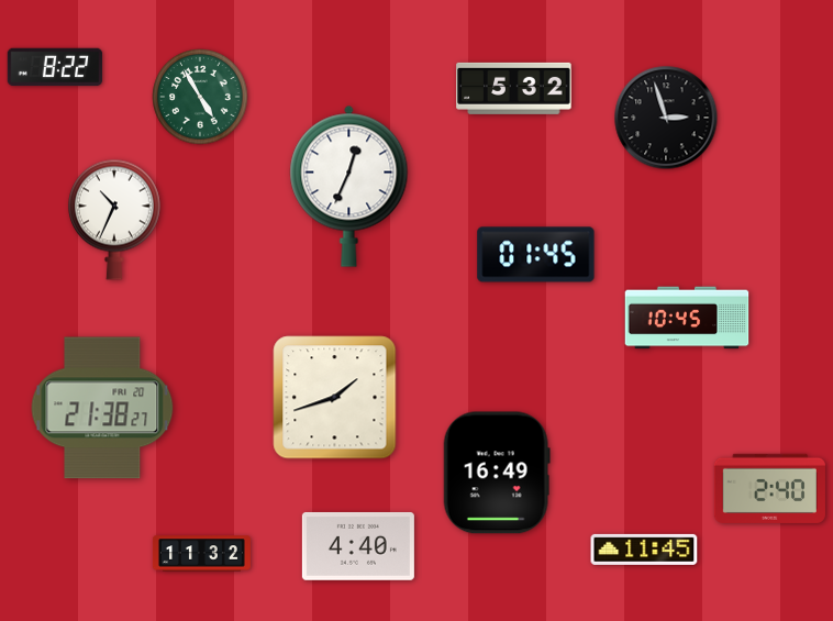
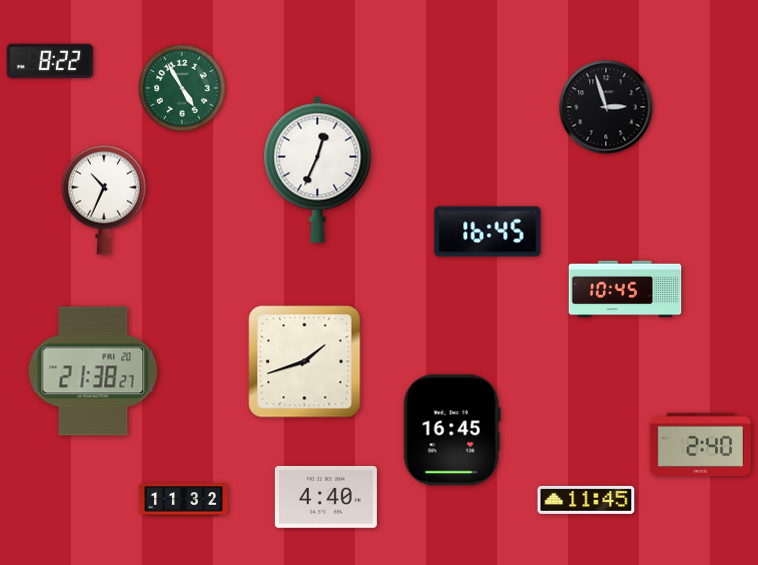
clock at (514, 88): 5:32 -> none
clock at (536, 255): 01:45 -> 16:45
clock at (497, 473): 16:49 -> 16:45
clock at (201, 554) position: (201, 554) -> (183, 500)
